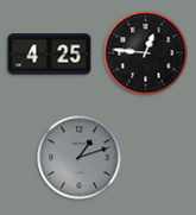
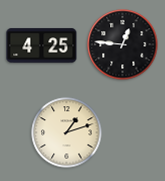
clock at (80, 158) dial: grey -> cream
